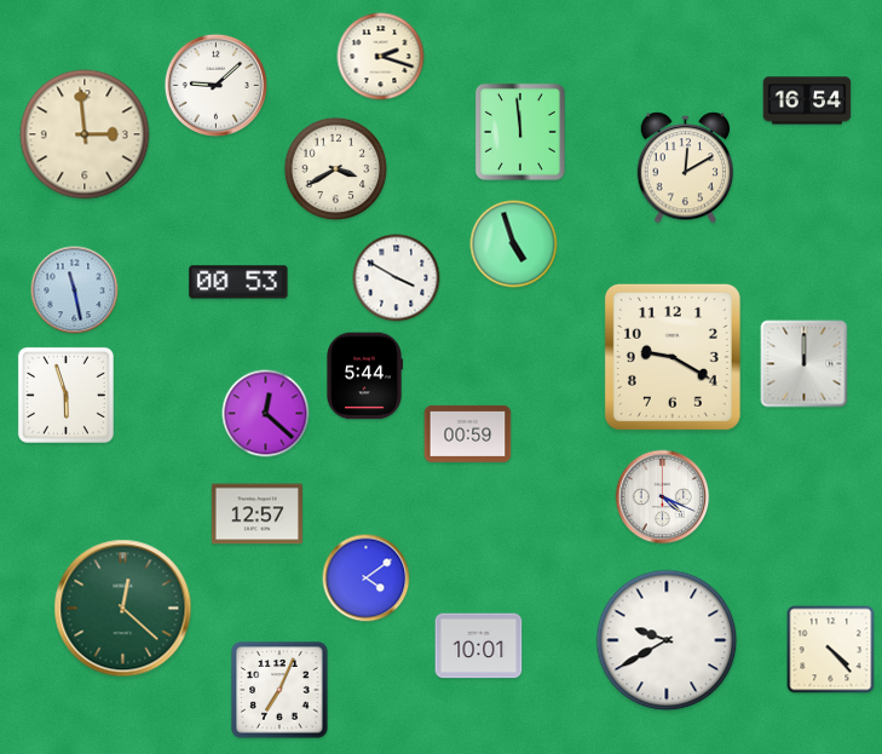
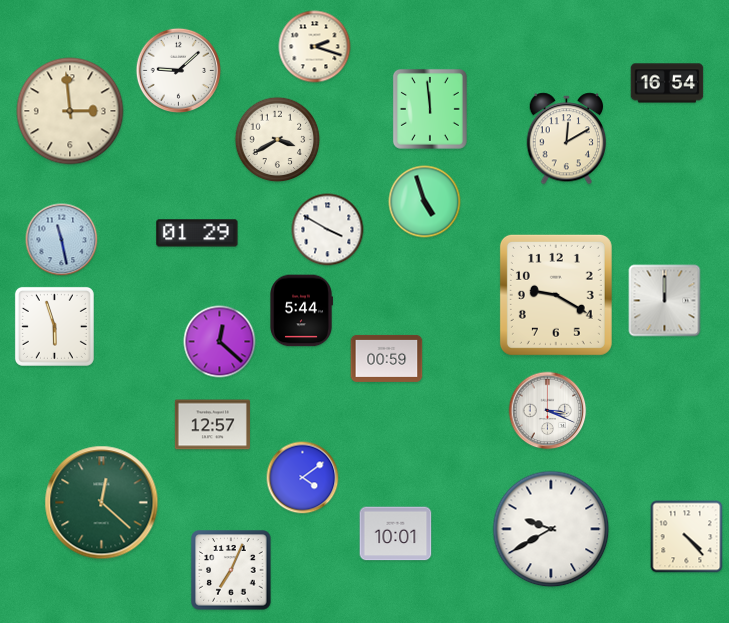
clock at (238, 282): 00:53 -> 01:29
clock at (663, 497): 4:19 -> 3:19
